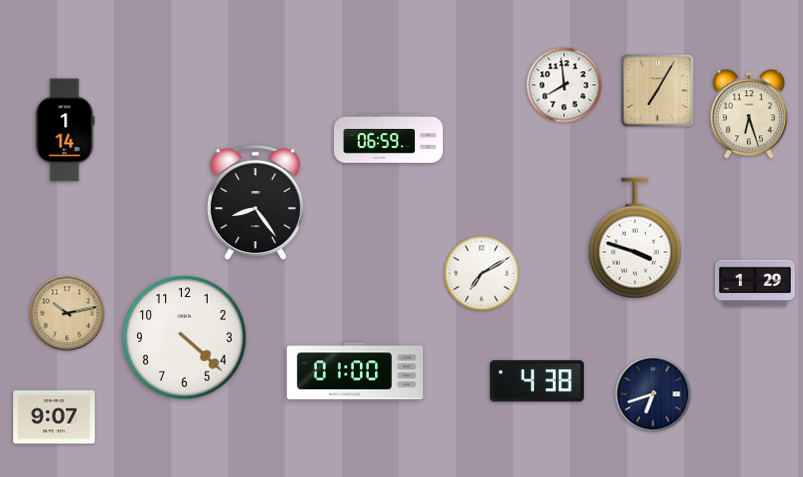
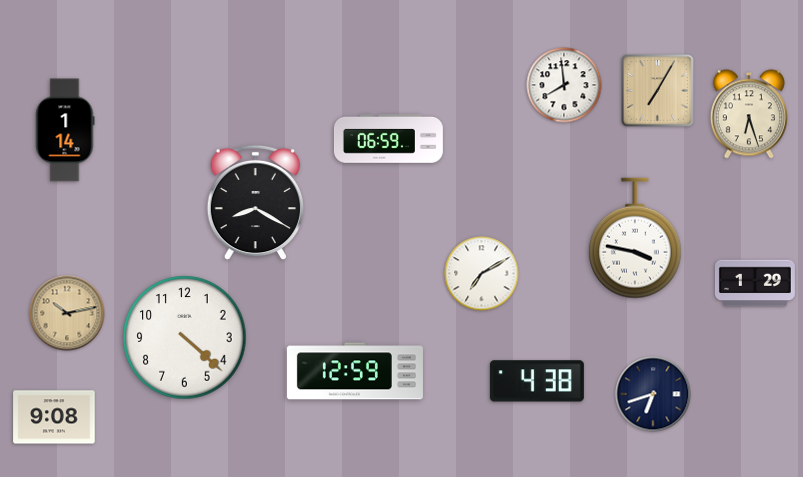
clock at (255, 203): 8:24 -> 8:20
clock at (635, 238): 3:48 -> 3:47
clock at (355, 371): 01:00 -> 12:59
clock at (54, 417): 9:07 -> 9:08
